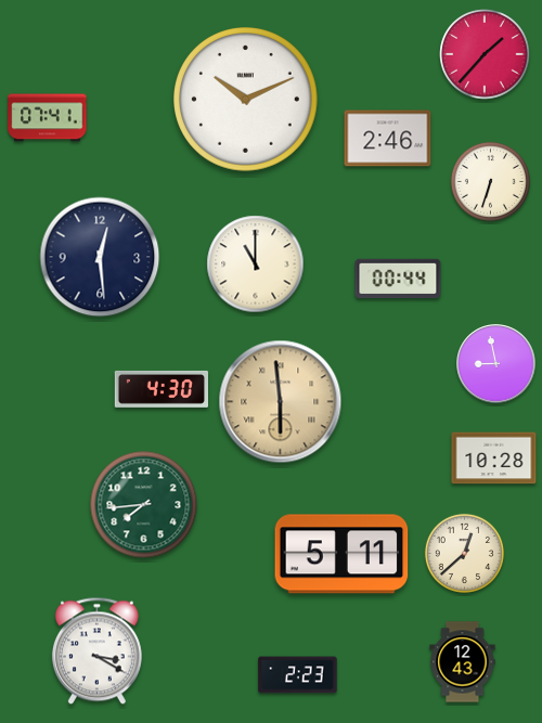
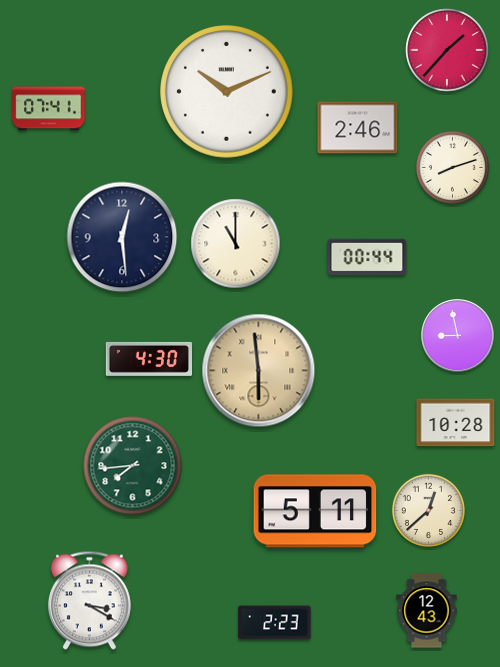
clock at (48, 118) position: (48, 118) -> (49, 109)
clock at (490, 181): 6:33 -> 8:12
clock at (100, 257) position: (100, 257) -> (122, 237)
